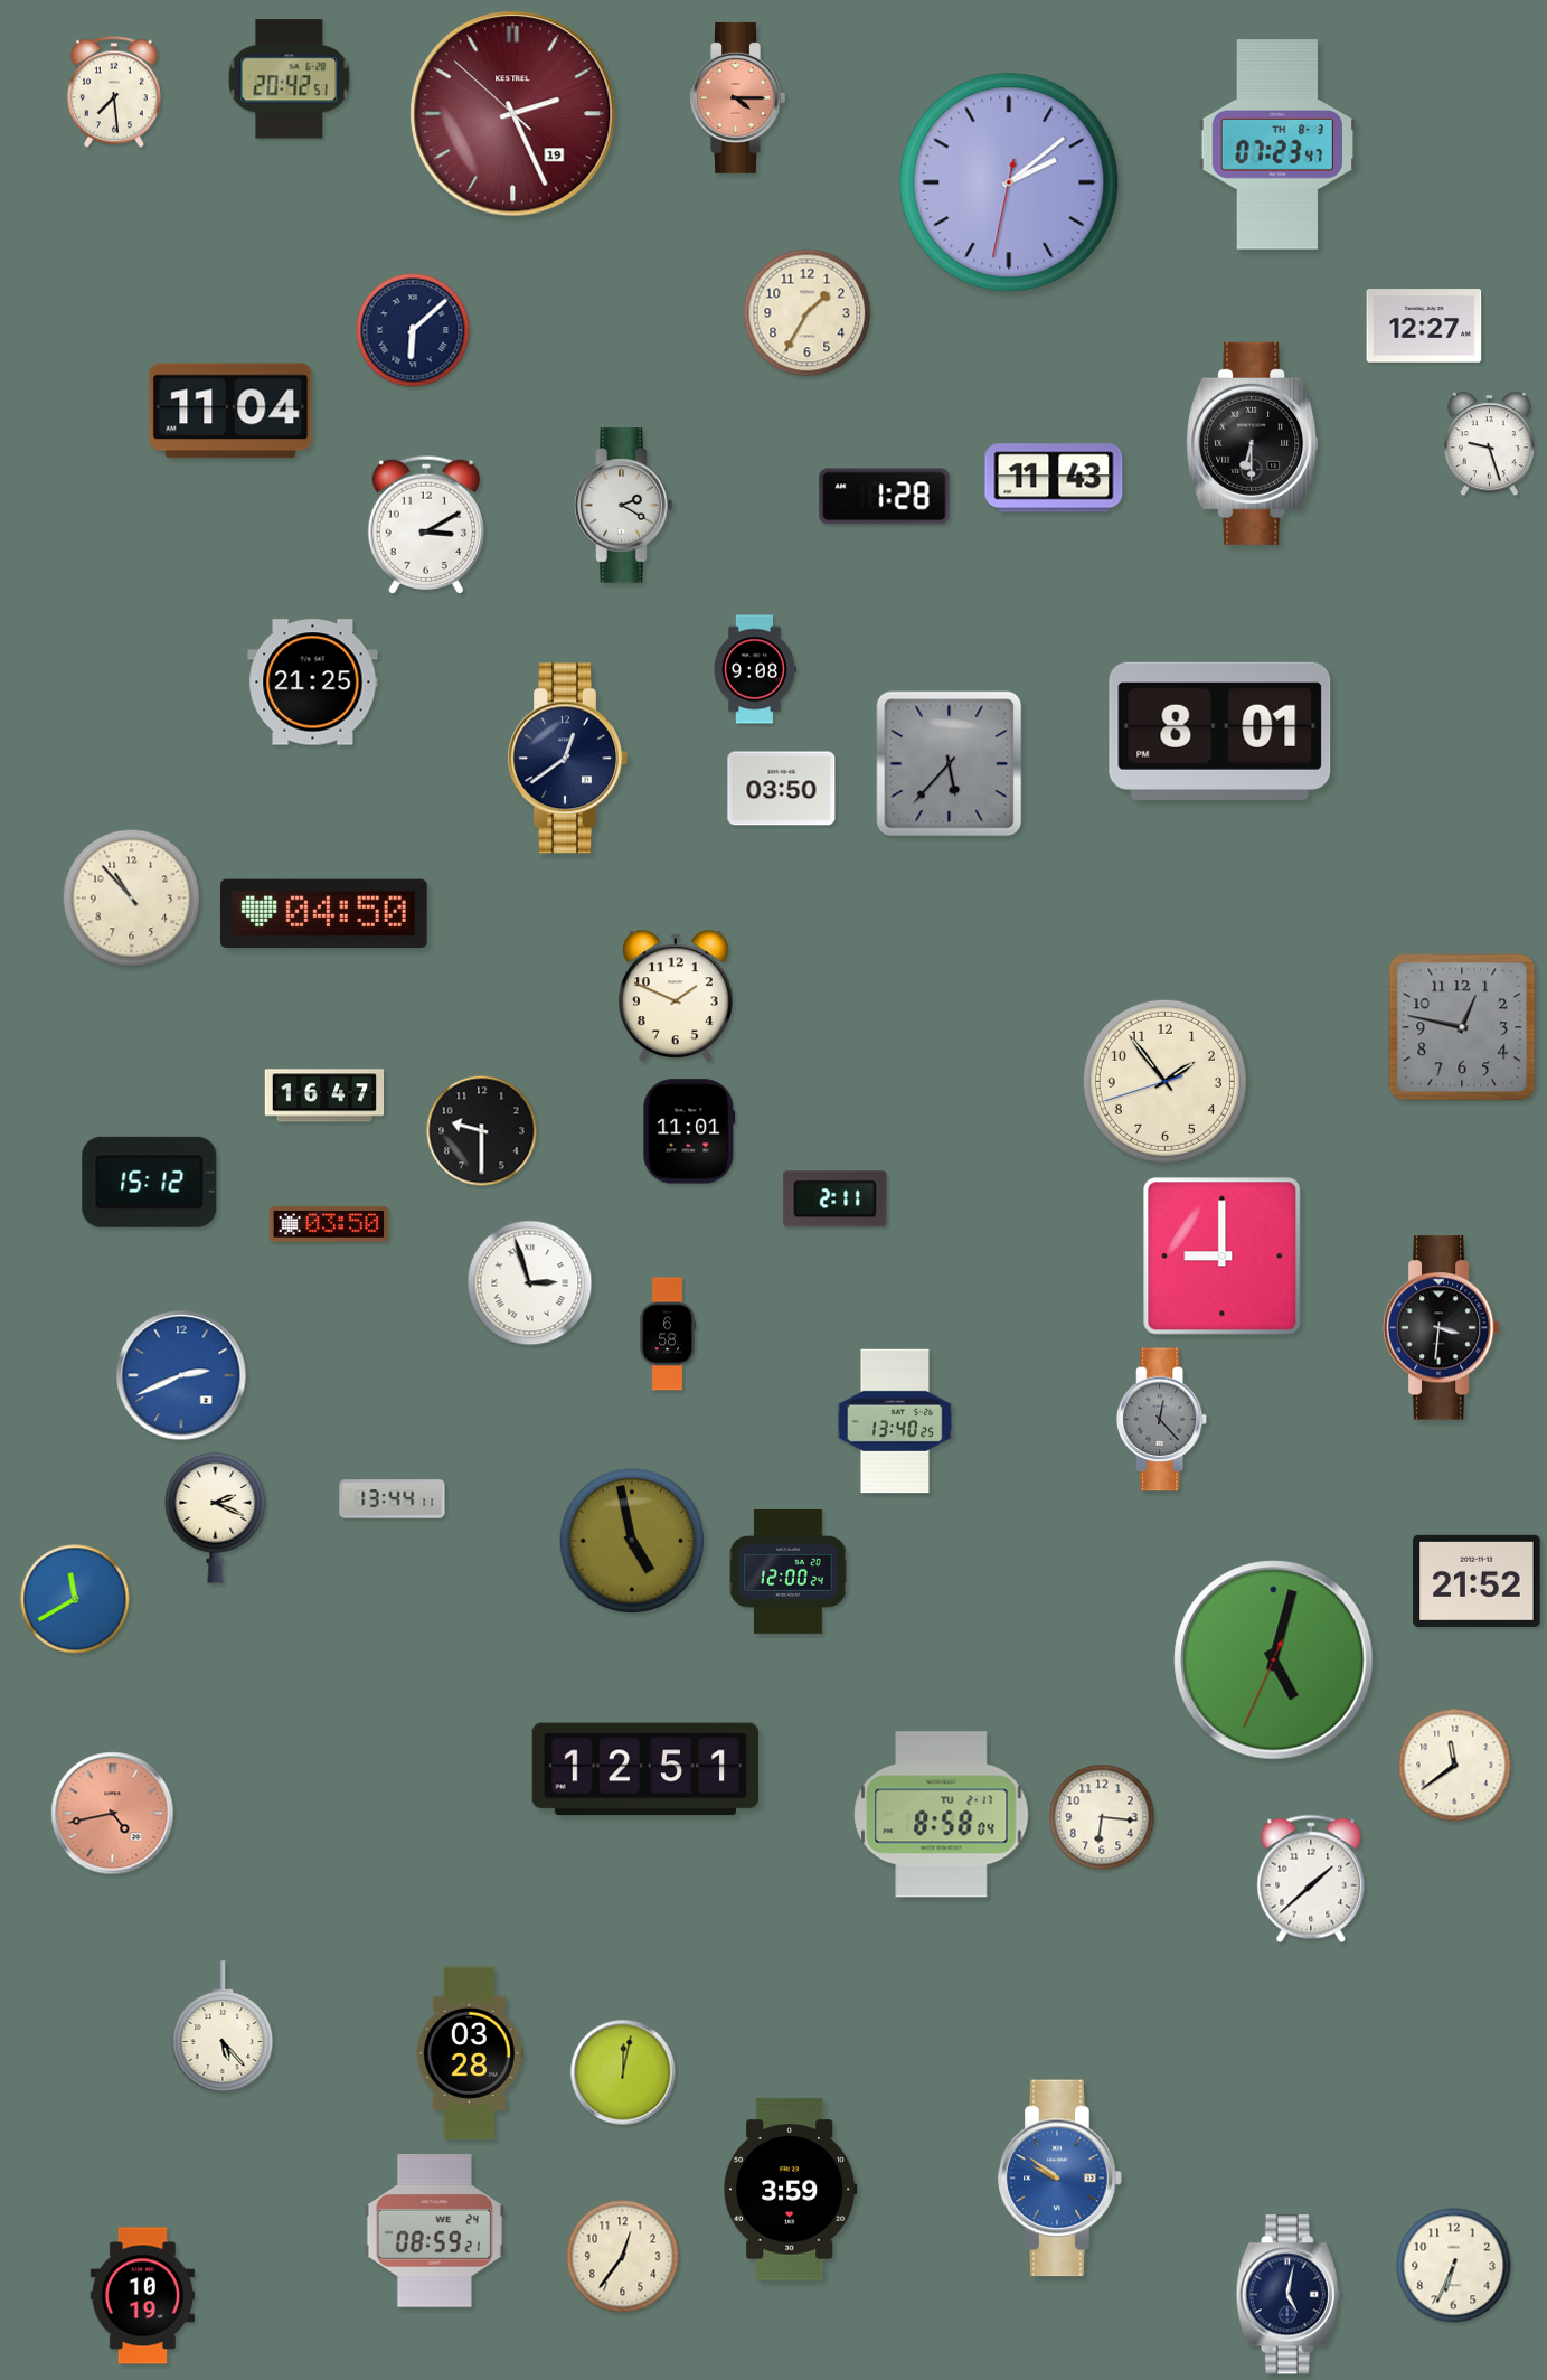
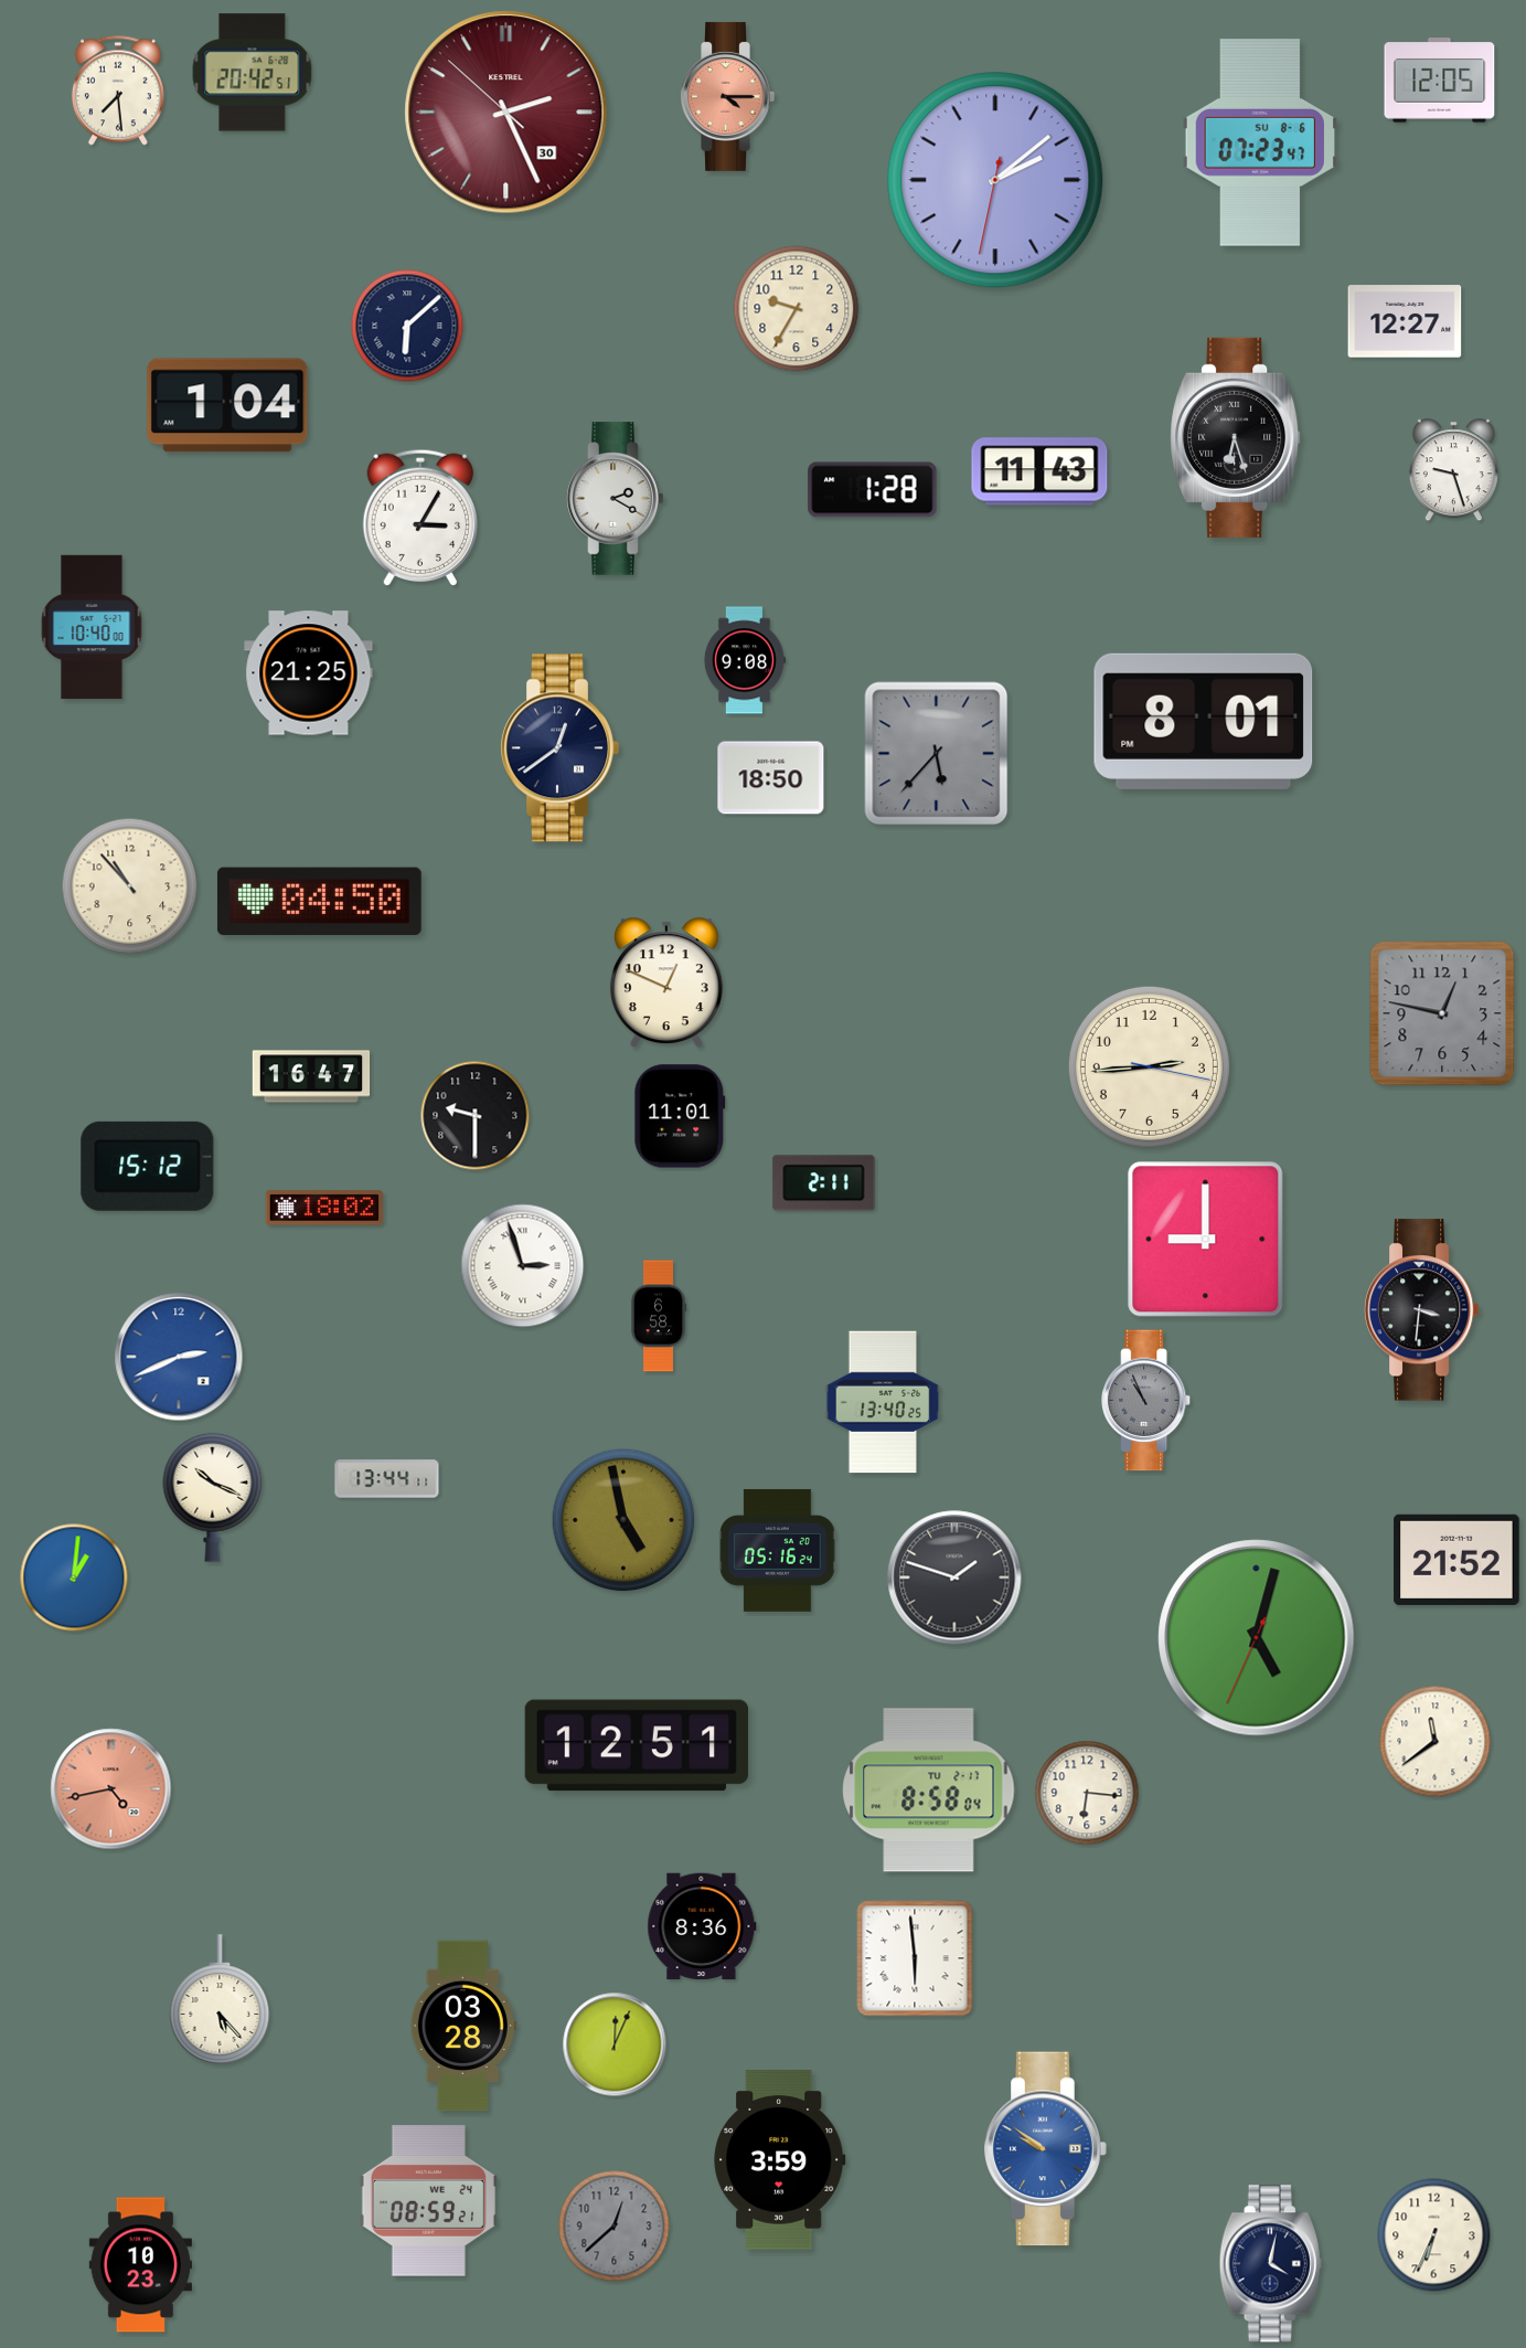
clock at (290, 79) position: (290, 79) -> (253, 73)
clock at (1440, 81): none -> 12:05
clock at (114, 92) position: (114, 92) -> (118, 91)
clock at (513, 114) date: 19 -> 30
clock at (1276, 144) date: TH 8-3 -> SU 8-6
clock at (808, 313): 1:35 -> 9:35
clock at (230, 411): 11:04 -> 1:04
clock at (1253, 443): 6:30 -> 6:27
clock at (1489, 444) position: (1489, 444) -> (1453, 470)
clock at (425, 524): 3:10 -> 3:05
clock at (92, 627): none -> 10:40
clock at (782, 789): 03:50 -> 18:50
clock at (676, 996): 1:49 -> 12:49
clock at (1164, 1081): 1:53 -> 2:44
clock at (324, 1095) position: (324, 1095) -> (311, 1076)
clock at (328, 1224): 03:50 -> 18:02
clock at (1162, 1420): 12:23 -> 10:56
clock at (216, 1517): 2:19 -> 10:19
clock at (789, 1571): 12:00 -> 05:16
clock at (75, 1599): 11:40 -> 1:01
clock at (954, 1577): none -> 1:48
clock at (1311, 1879): 1:38 -> none
clock at (702, 1926): none -> 8:36
clock at (915, 1958): none -> 5:59
clock at (623, 2072): 12:02 -> 12:04
clock at (623, 2257): 12:36 -> 12:38
clock at (623, 2257) dial: cream -> grey
clock at (1287, 2295): 5:02 -> 4:02
clock at (142, 2296): 10:19 -> 10:23
